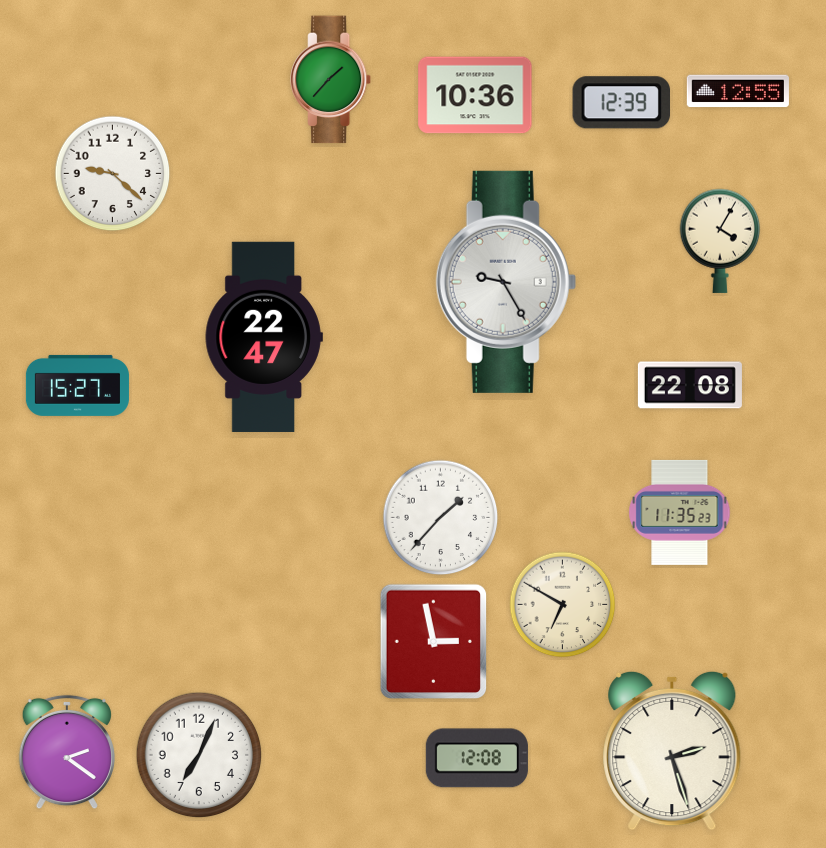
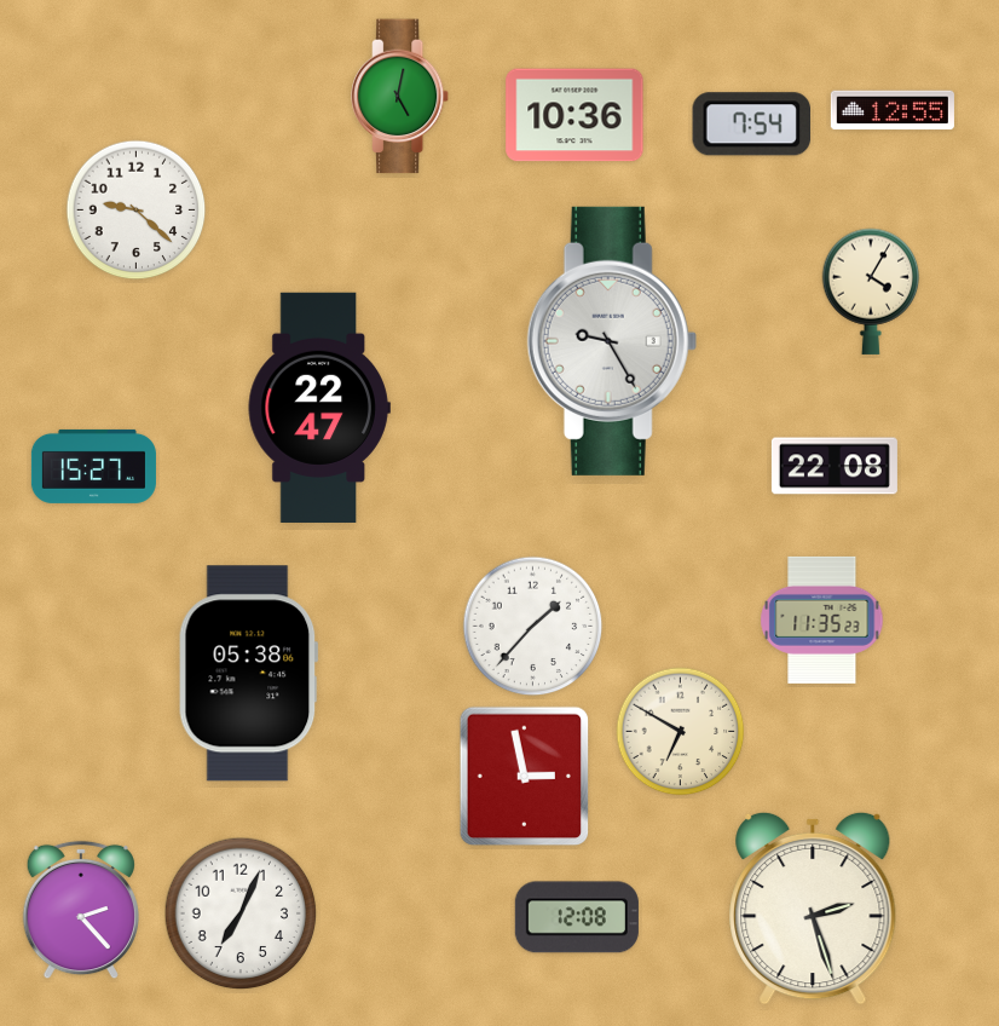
clock at (332, 80): 1:37 -> 5:02
clock at (621, 103): 12:39 -> 7:54
clock at (248, 674): none -> 05:38
clock at (66, 752): 2:21 -> 2:23
